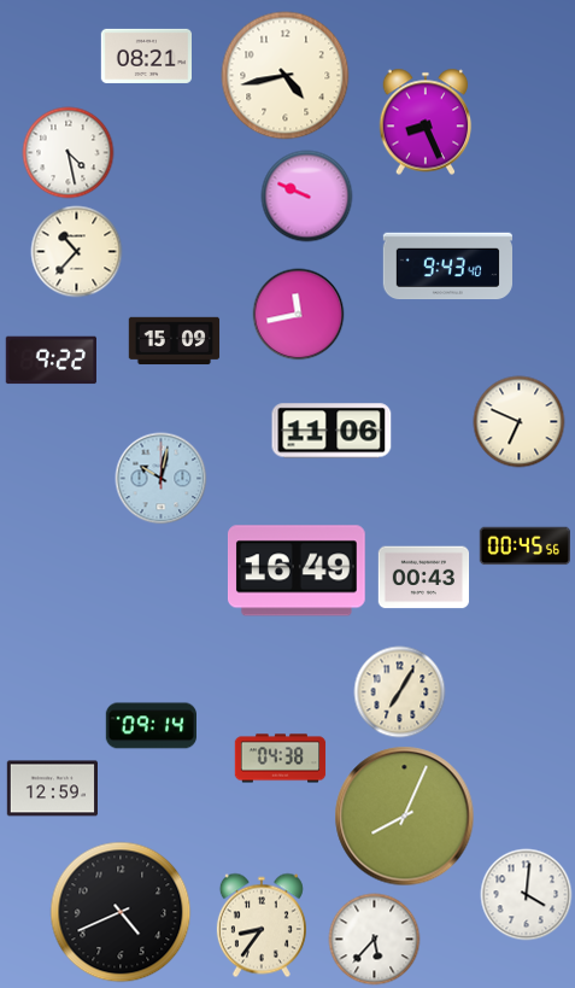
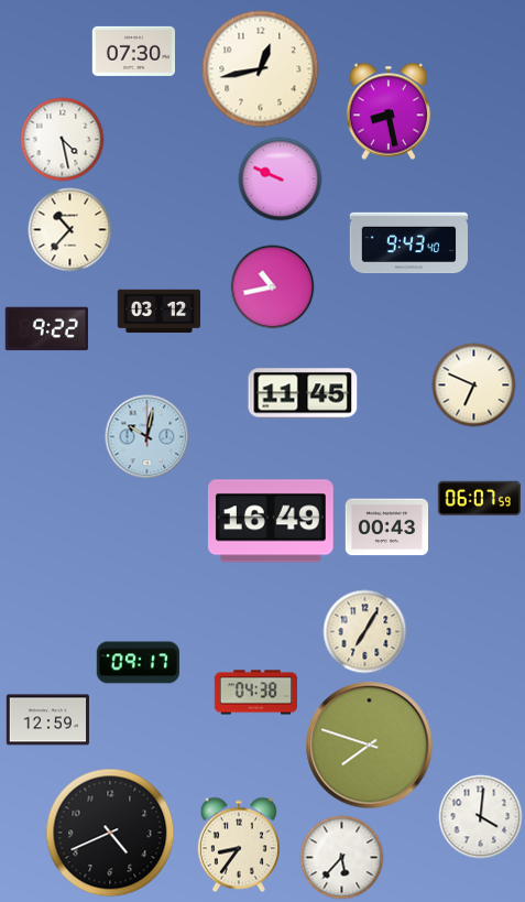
clock at (146, 55): 08:21 -> 07:30
clock at (286, 76): 4:43 -> 12:43
clock at (426, 122): 8:26 -> 8:28
clock at (299, 315): 11:43 -> 10:43
clock at (175, 341): 15:09 -> 03:12
clock at (331, 431): 11:06 -> 11:45
clock at (524, 546): 00:45 -> 06:07
clock at (151, 726): 09:14 -> 09:17
clock at (405, 817): 8:04 -> 7:48
